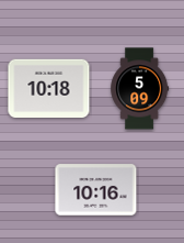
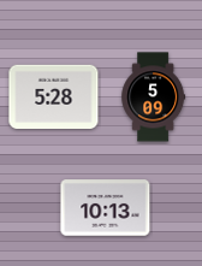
clock at (49, 88): 10:18 -> 5:28
clock at (96, 190): 10:16 -> 10:13
